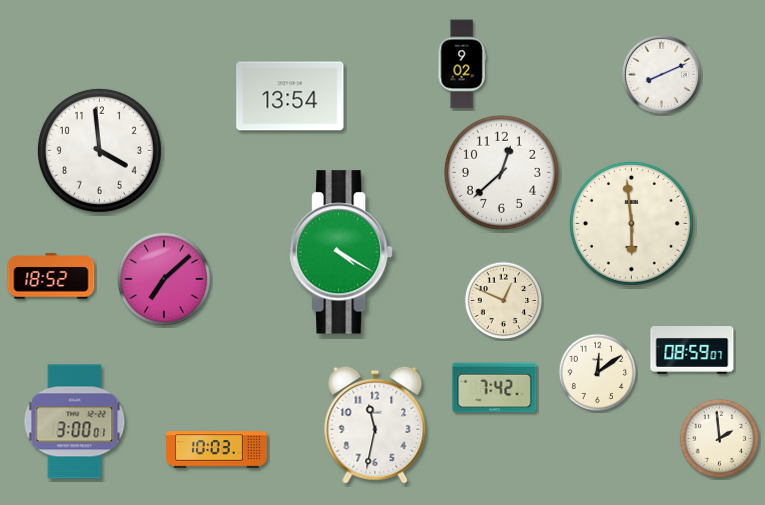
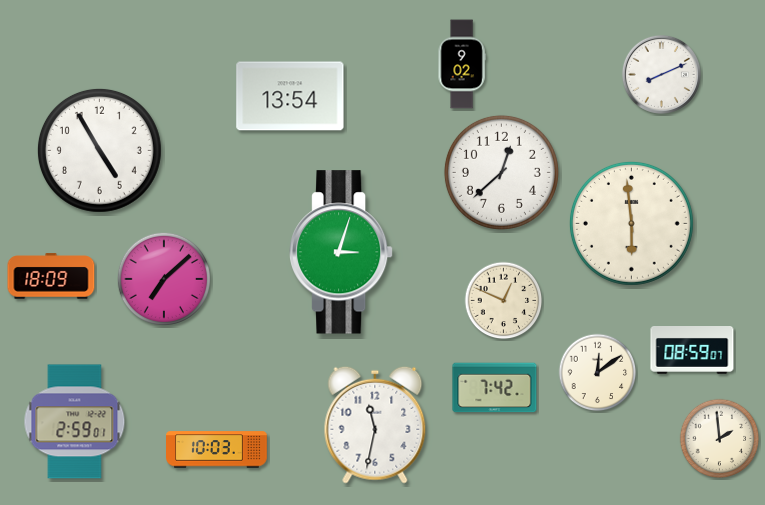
clock at (99, 150): 3:59 -> 4:55
clock at (342, 252): 4:20 -> 3:03
clock at (51, 276): 18:52 -> 18:09
clock at (75, 422): 3:00 -> 2:59
